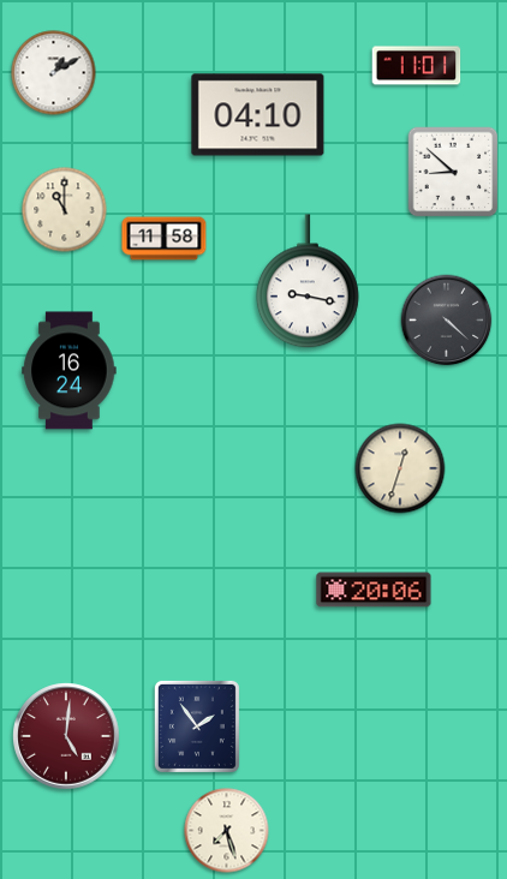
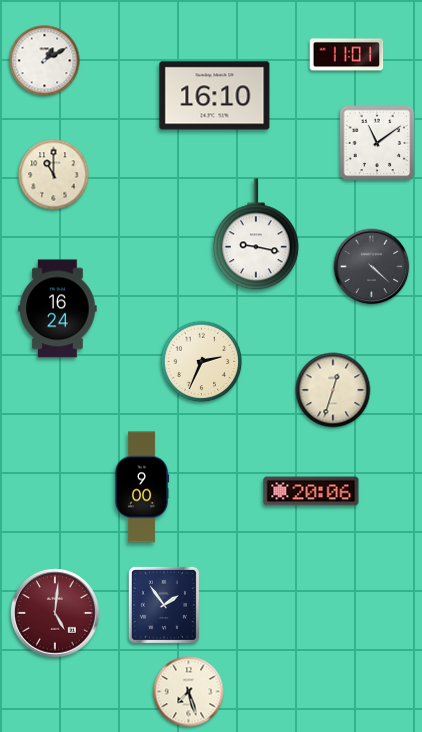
clock at (258, 115): 04:10 -> 16:10
clock at (453, 172): 8:52 -> 11:09
clock at (165, 239): 11:58 -> none
clock at (202, 362): none -> 2:34
clock at (142, 487): none -> 9:00
